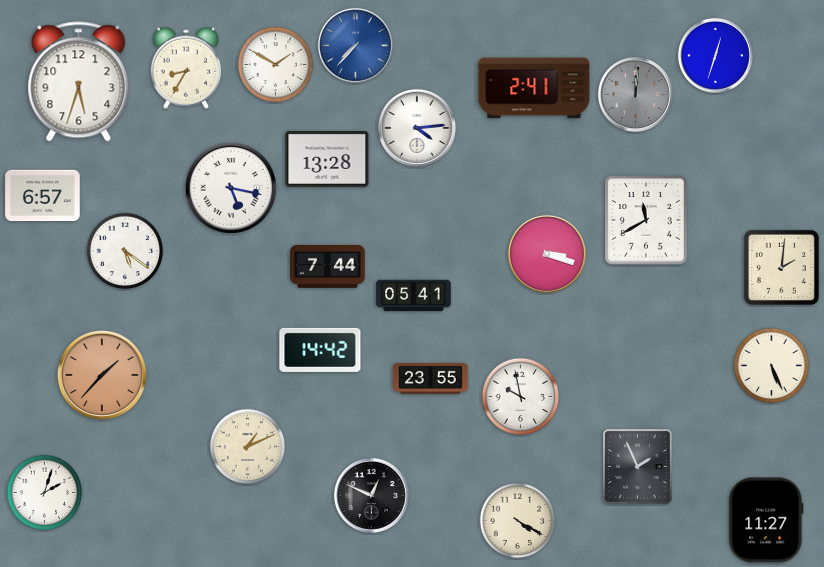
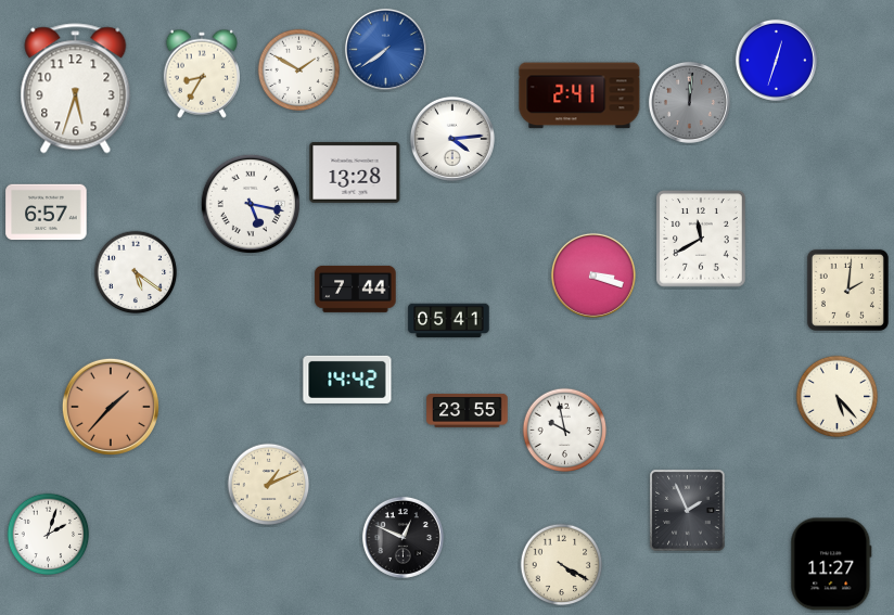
clock at (355, 45): 7:37 -> 7:39
clock at (79, 82) position: (79, 82) -> (76, 89)
clock at (772, 366): 5:26 -> 5:23
clock at (638, 467) position: (638, 467) -> (688, 511)
